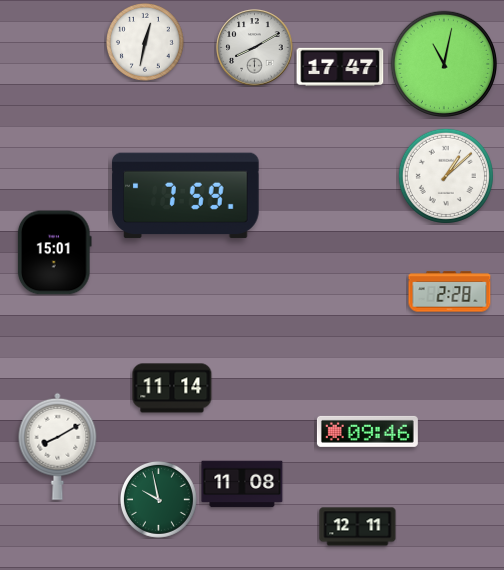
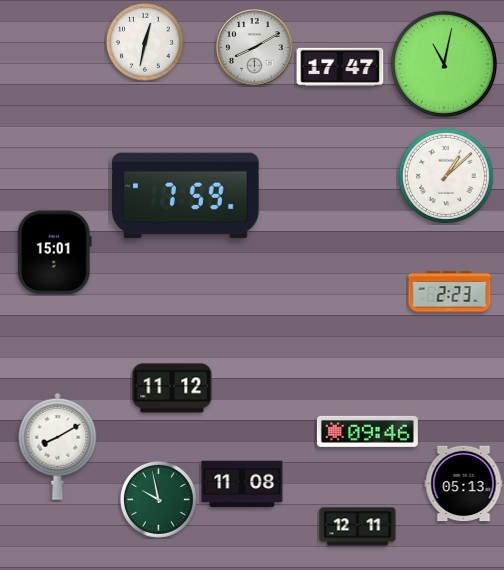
clock at (450, 292): 2:28 -> 2:23
clock at (172, 388): 11:14 -> 11:12
clock at (464, 484): none -> 05:13
